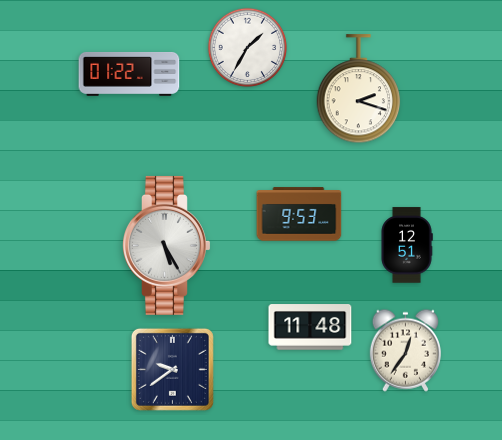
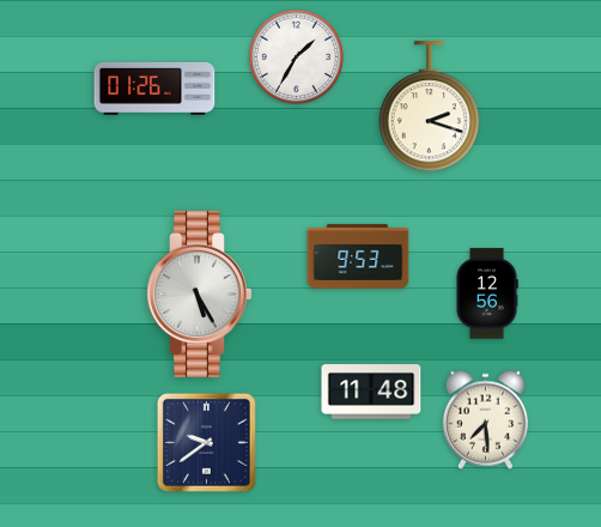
clock at (129, 74): 01:22 -> 01:26
clock at (407, 245): 12:51 -> 12:56
clock at (405, 350): 12:36 -> 7:29
